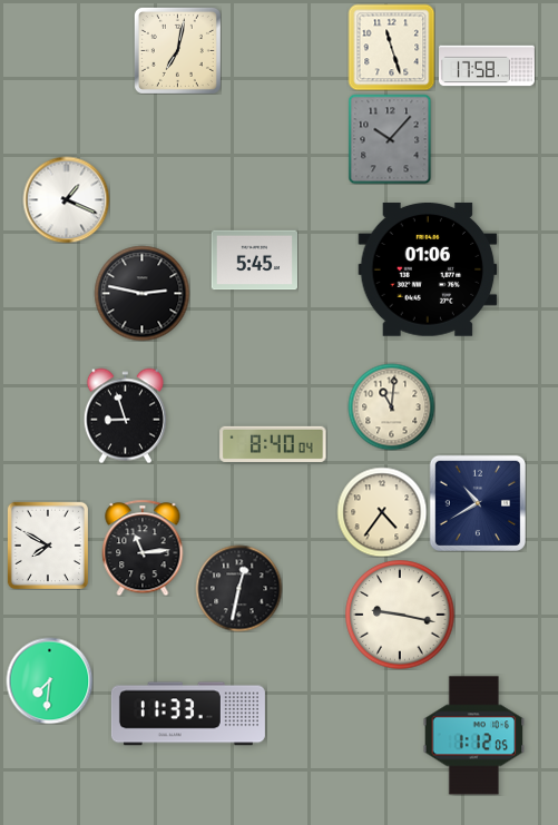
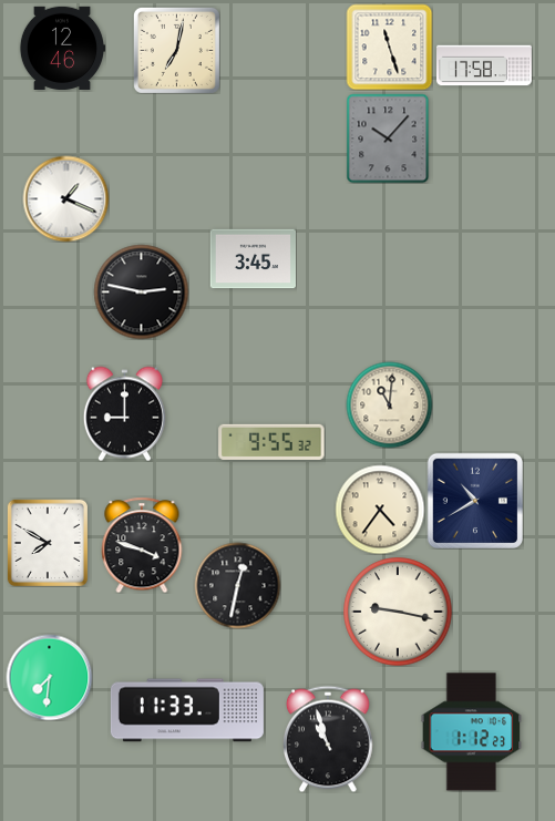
clock at (62, 48): none -> 12:46
clock at (254, 261): 5:45 -> 3:45
clock at (428, 269): 01:06 -> none
clock at (125, 415): 8:57 -> 9:00
clock at (273, 444): 8:40 -> 9:55
clock at (143, 548): 11:14 -> 3:48
clock at (474, 736): 1:12:05 -> 1:12:23
clock at (329, 739): none -> 10:57
